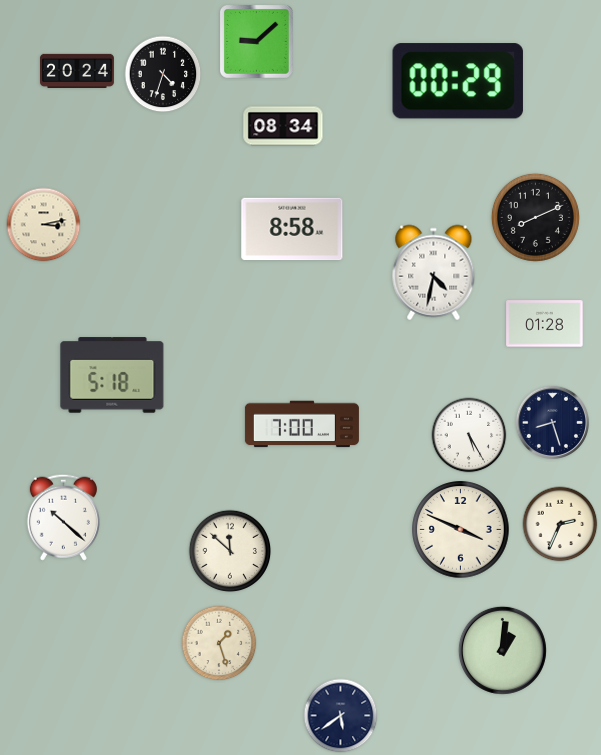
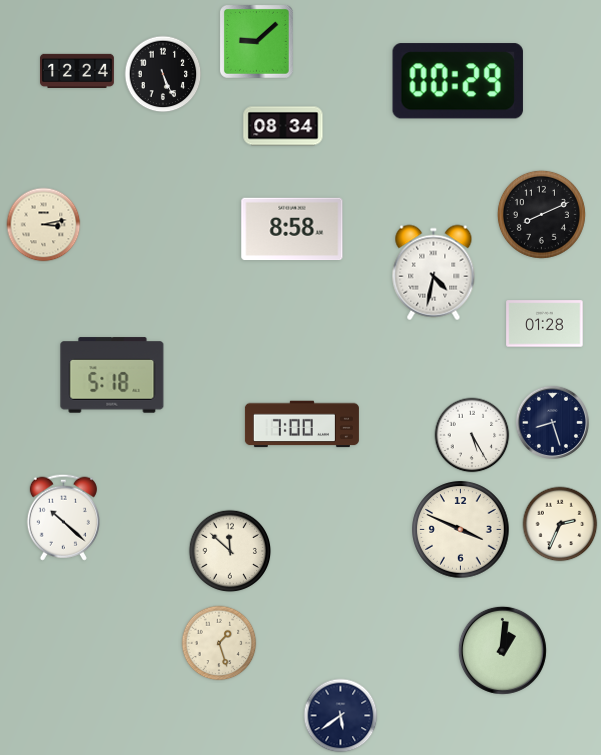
clock at (78, 71): 20:24 -> 12:24
clock at (163, 74): 4:33 -> 5:26
clock at (535, 217) position: (535, 217) -> (541, 214)
clock at (469, 435) position: (469, 435) -> (472, 435)
